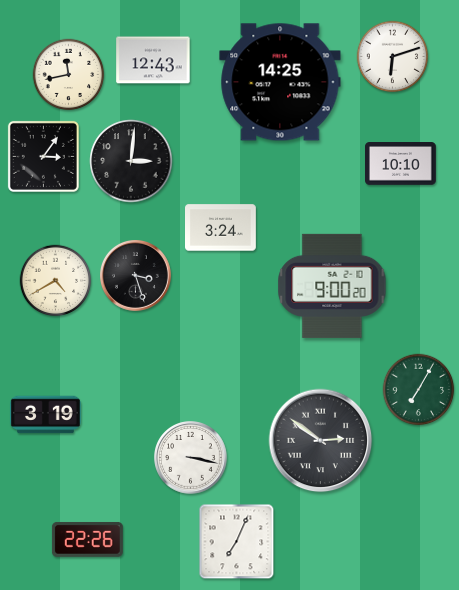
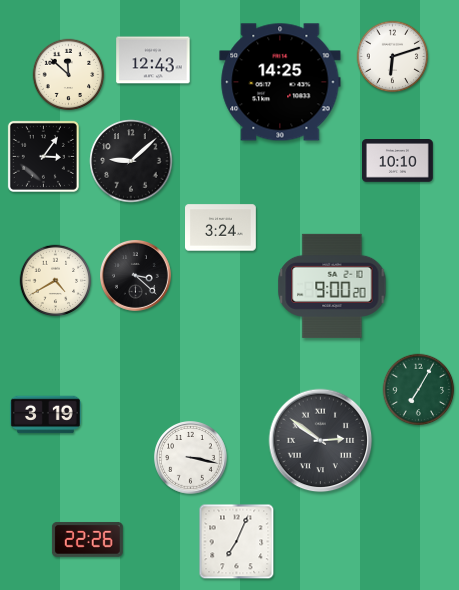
clock at (69, 75): 11:43 -> 11:52
clock at (131, 161): 3:01 -> 9:08
clock at (401, 164) position: (401, 164) -> (398, 161)
clock at (136, 276): 3:27 -> 3:22
